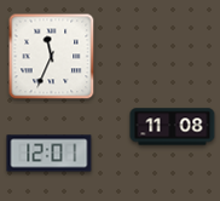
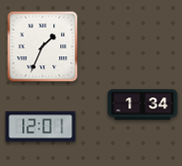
clock at (52, 57): 11:34 -> 1:34
clock at (173, 127): 11:08 -> 1:34
